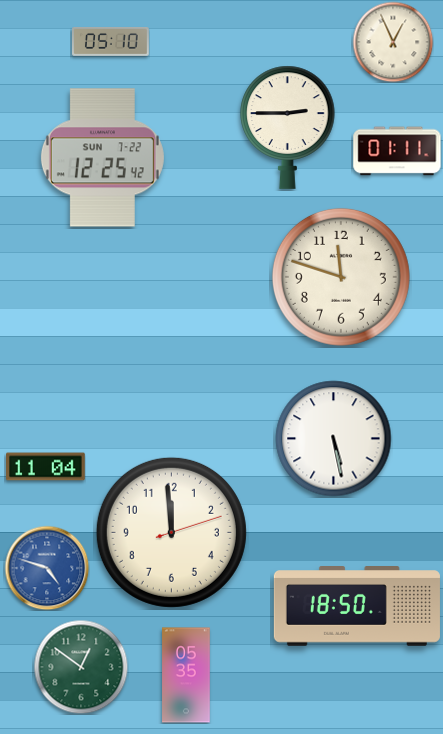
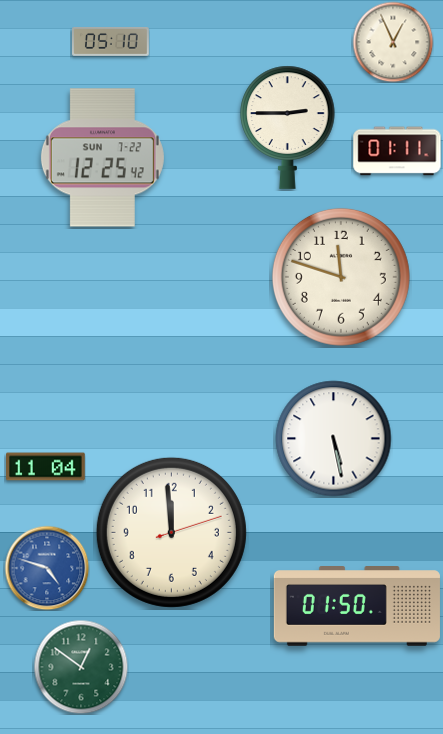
clock at (357, 607): 18:50 -> 01:50
clock at (186, 675): 05:35 -> none
